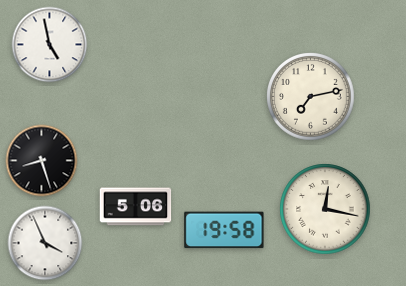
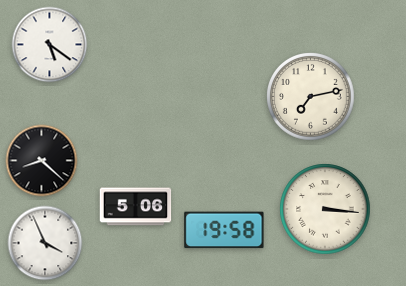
clock at (50, 45): 4:58 -> 5:21
clock at (42, 161): 8:27 -> 8:22
clock at (325, 209): 12:17 -> 3:16
